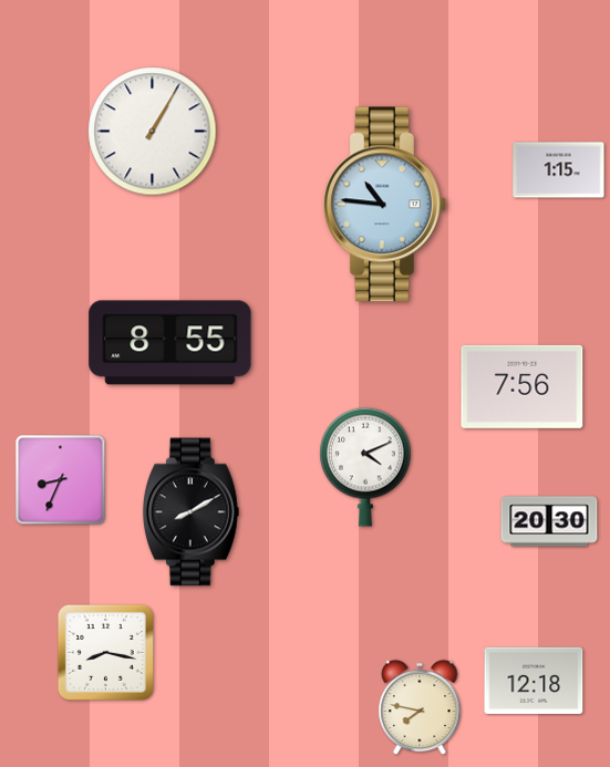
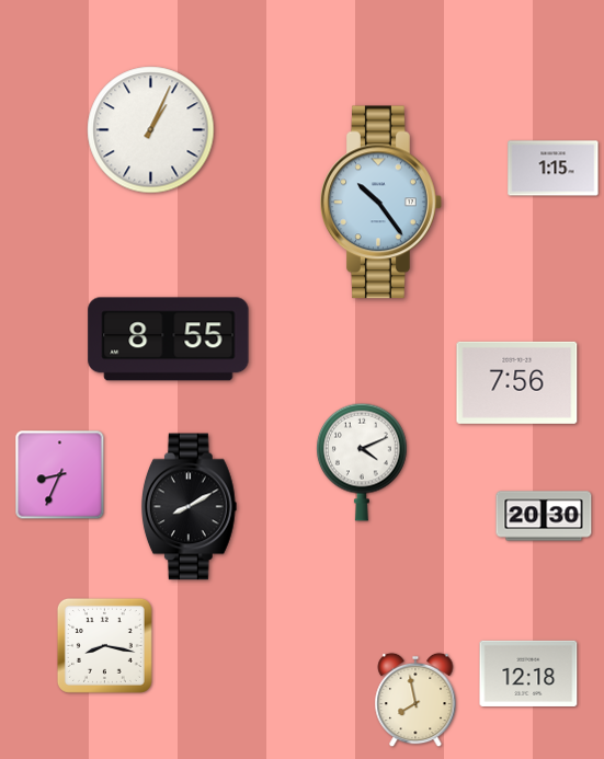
clock at (153, 132): 1:05 -> 1:04
clock at (385, 205): 10:46 -> 10:24
clock at (420, 707): 7:47 -> 7:58
